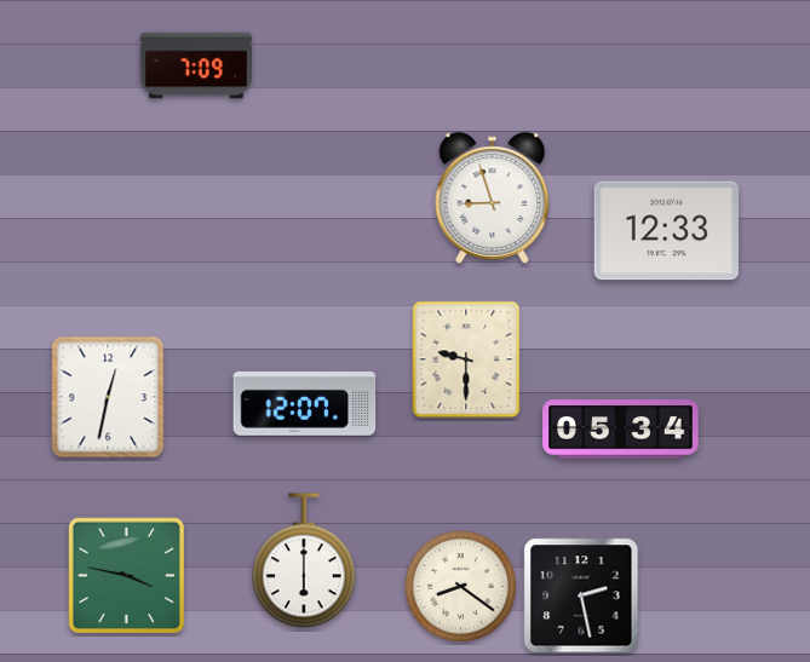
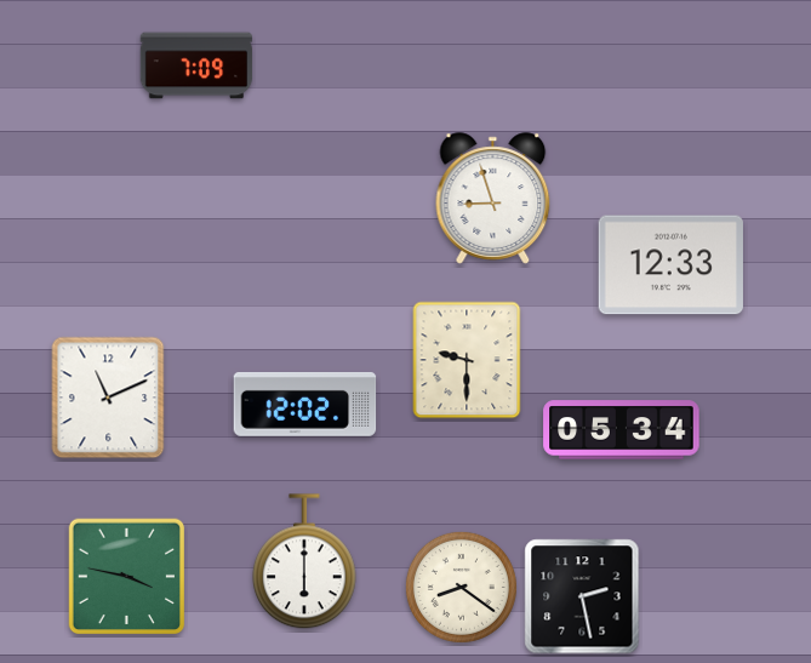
clock at (666, 231) position: (666, 231) -> (670, 265)
clock at (108, 397): 12:32 -> 11:11
clock at (305, 403): 12:07 -> 12:02
